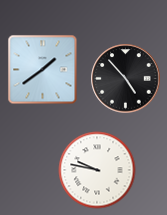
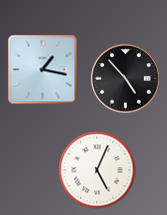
clock at (43, 70): 1:39 -> 1:17
clock at (97, 170): 9:47 -> 5:04
